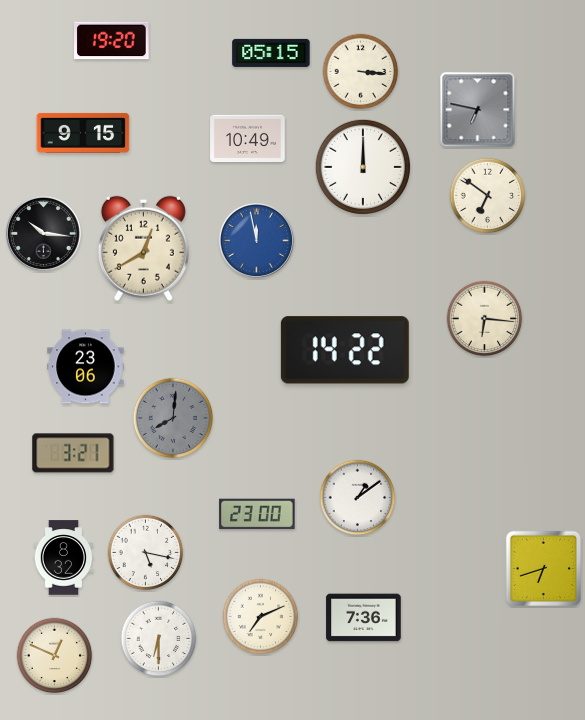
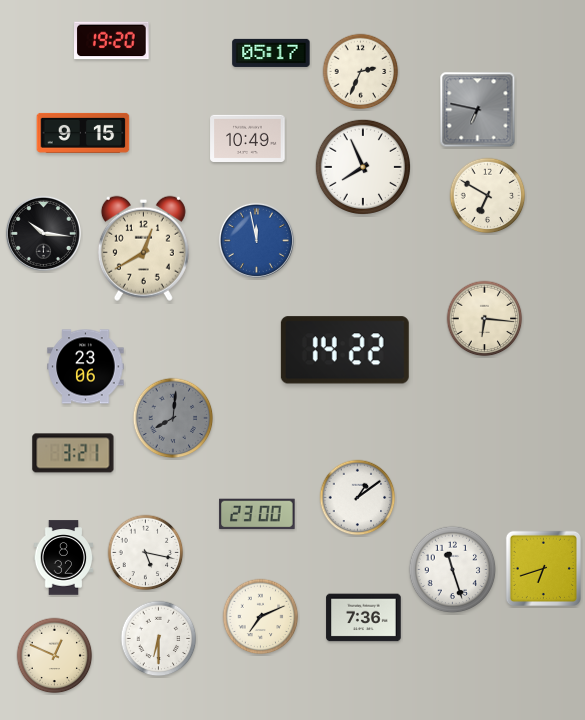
clock at (271, 53): 05:15 -> 05:17
clock at (361, 72): 3:16 -> 2:34
clock at (362, 166): 12:00 -> 7:56
clock at (488, 196): 6:51 -> 6:50
clock at (453, 570): none -> 11:27
